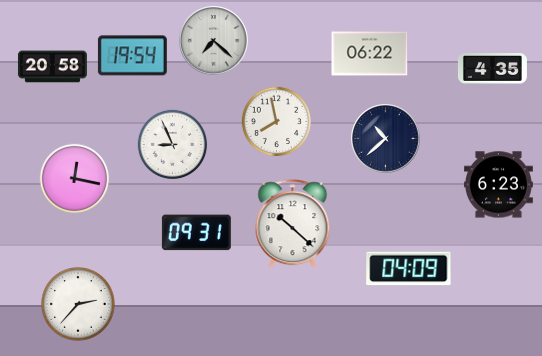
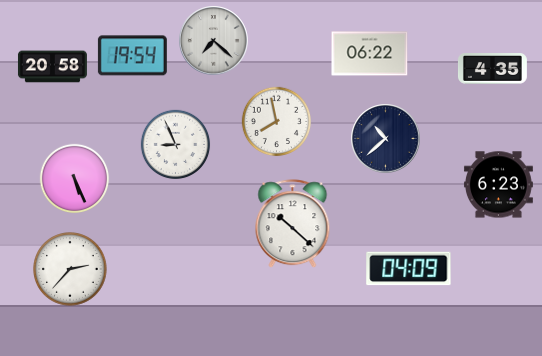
clock at (173, 145) position: (173, 145) -> (176, 145)
clock at (75, 179): 12:17 -> 5:26
clock at (196, 233): 09:31 -> none
clock at (78, 304) position: (78, 304) -> (70, 269)
